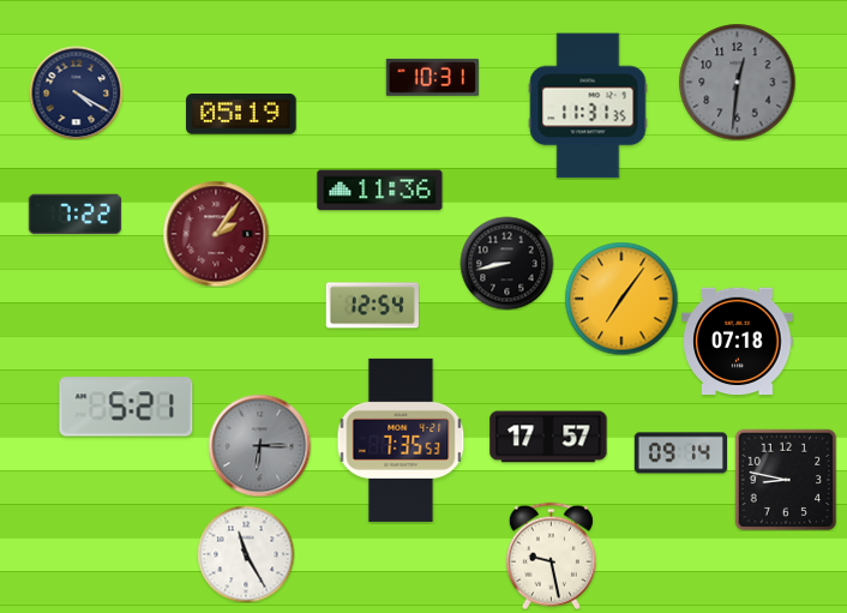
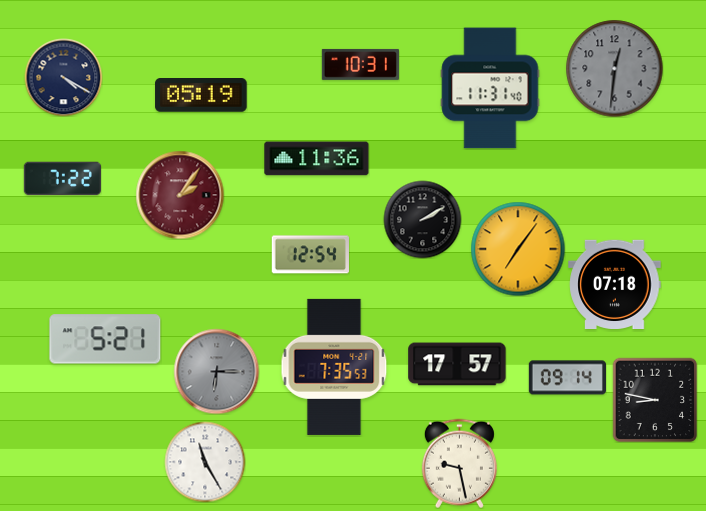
clock at (588, 106): 11:31:35 -> 11:31:40
clock at (506, 263): 8:43 -> 2:10
